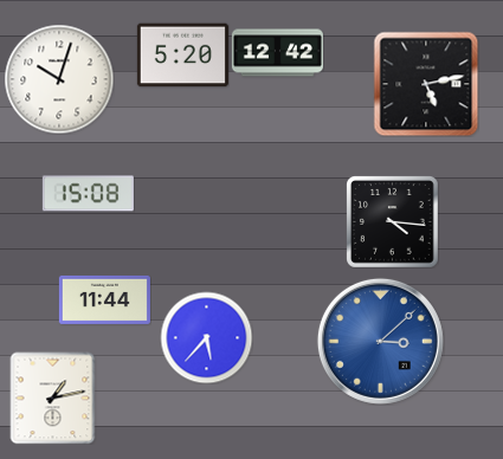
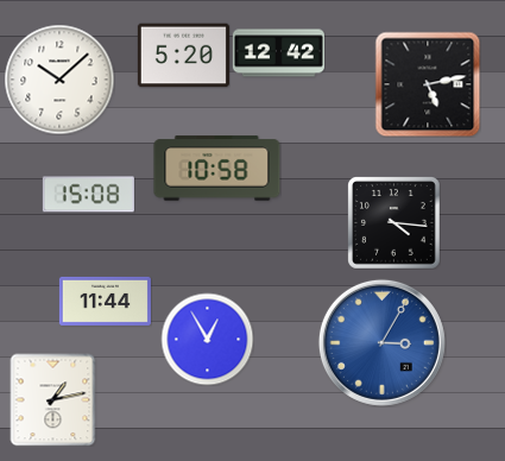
clock at (59, 79): 10:03 -> 10:08
clock at (217, 169): none -> 10:58
clock at (206, 337): 5:37 -> 12:55
clock at (380, 341): 3:08 -> 3:05
